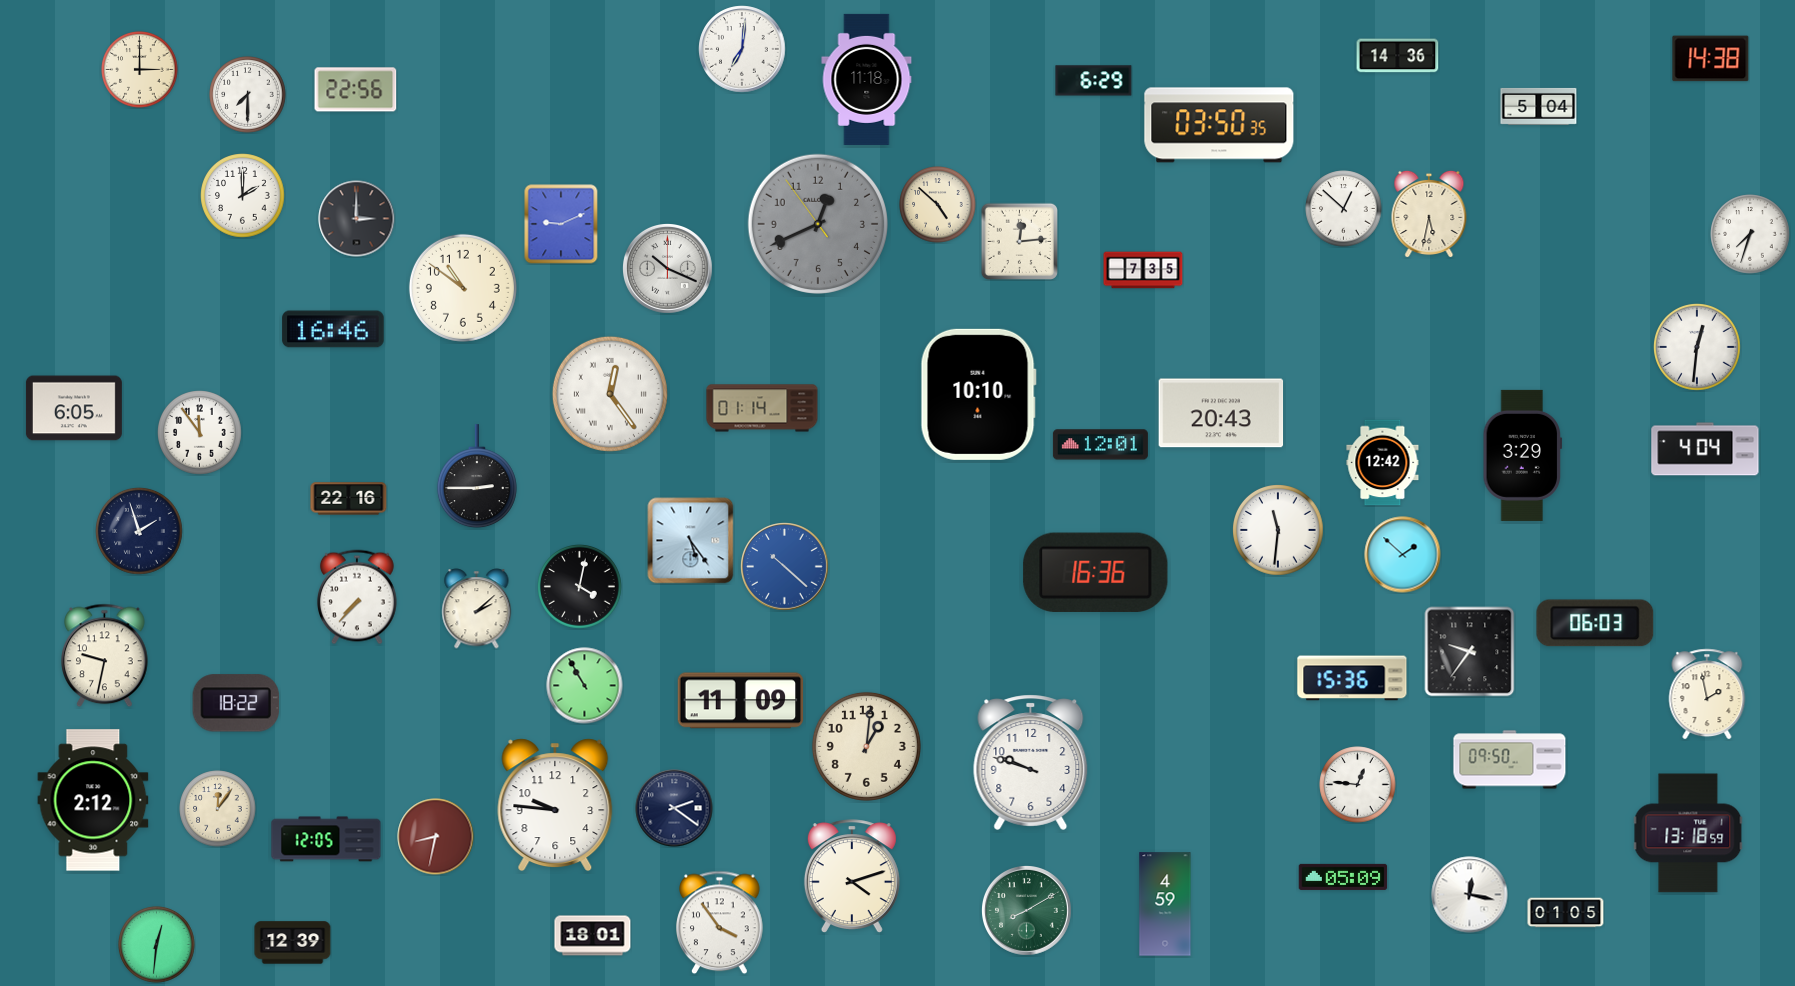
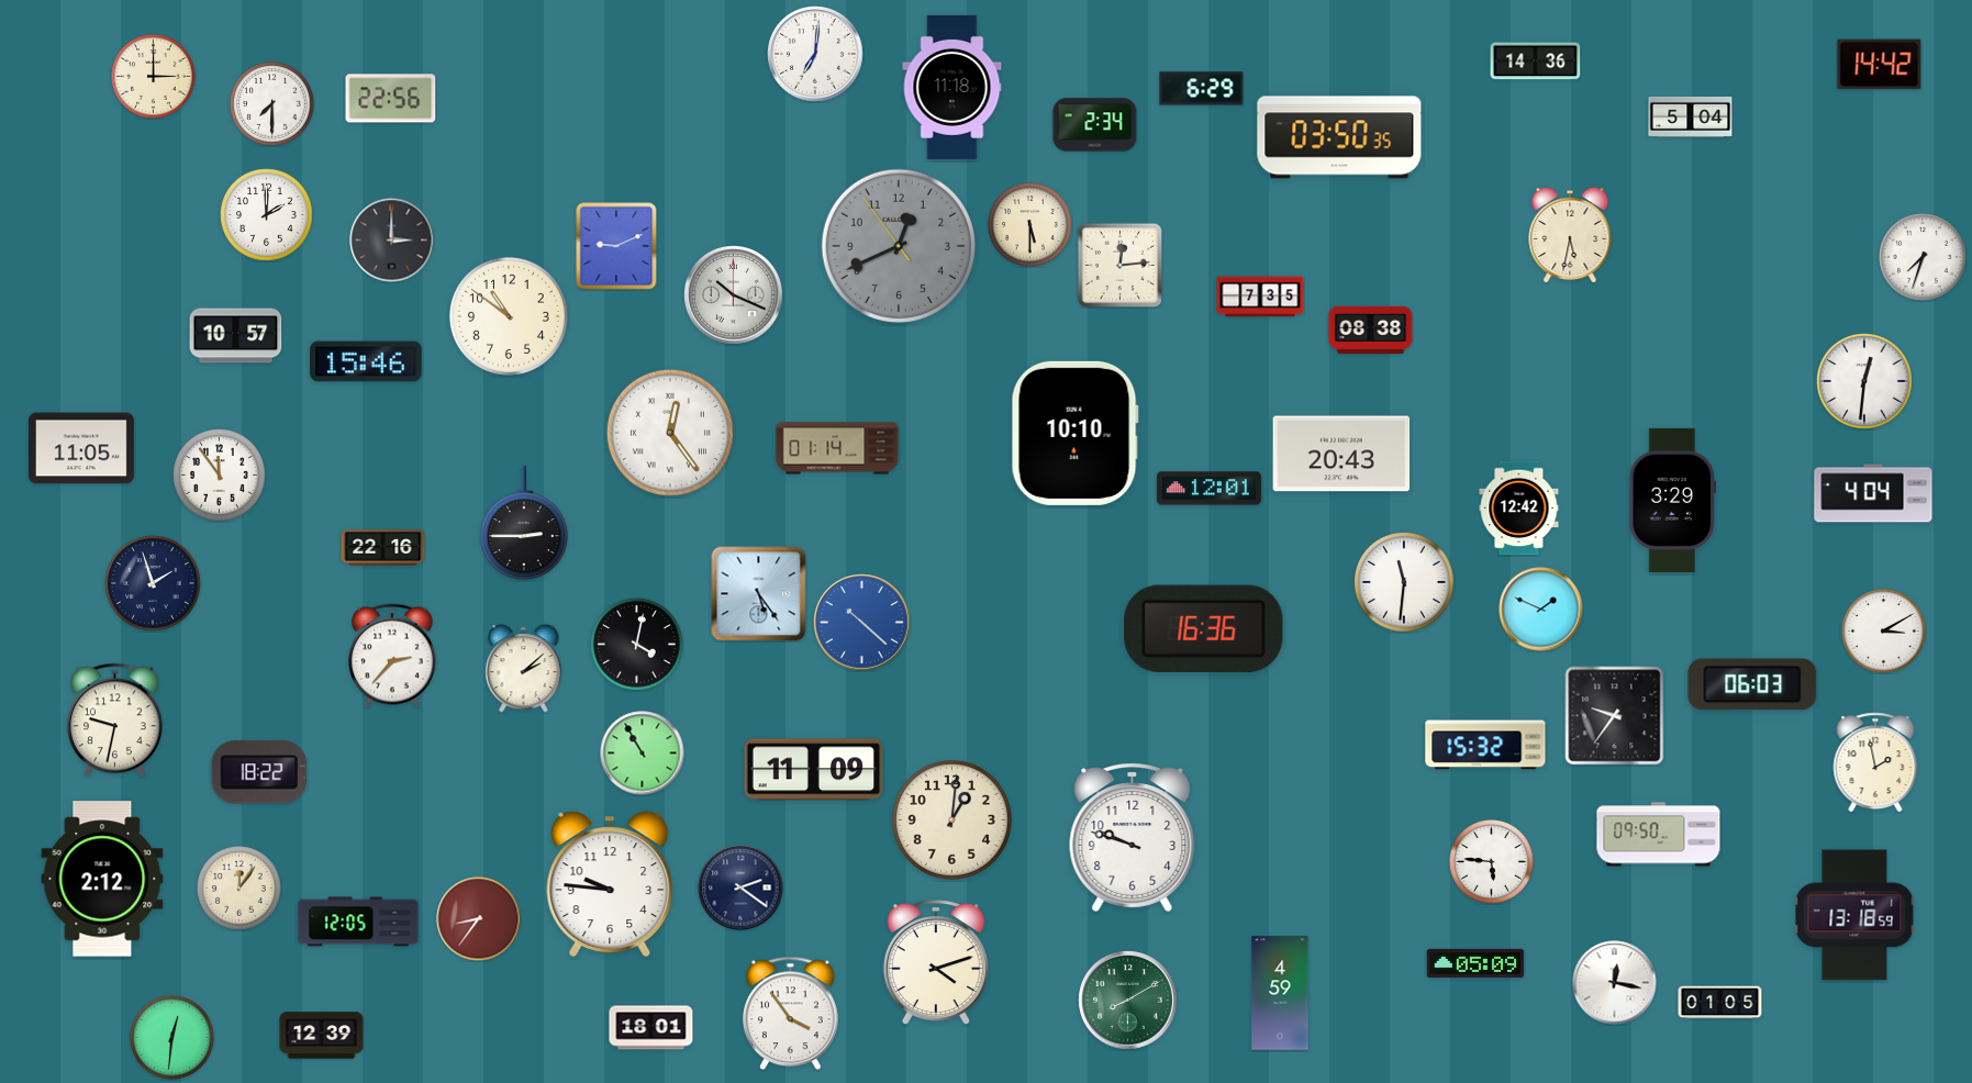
clock at (1711, 59): 14:38 -> 14:42
clock at (1095, 125): none -> 2:34
clock at (938, 205): 4:52 -> 5:30
clock at (1344, 209): 12:52 -> none
clock at (1143, 270) position: (1143, 270) -> (1260, 297)
clock at (1371, 330): none -> 08:38
clock at (236, 336): none -> 10:57
clock at (333, 329): 16:46 -> 15:46
clock at (74, 408): 6:05 -> 11:05
clock at (1403, 555): 1:52 -> 1:49
clock at (1884, 632): none -> 3:10
clock at (357, 597): 7:37 -> 2:37
clock at (1352, 678): 15:36 -> 15:32
clock at (1358, 785): 12:46 -> 5:46
clock at (436, 837): 8:32 -> 8:36
